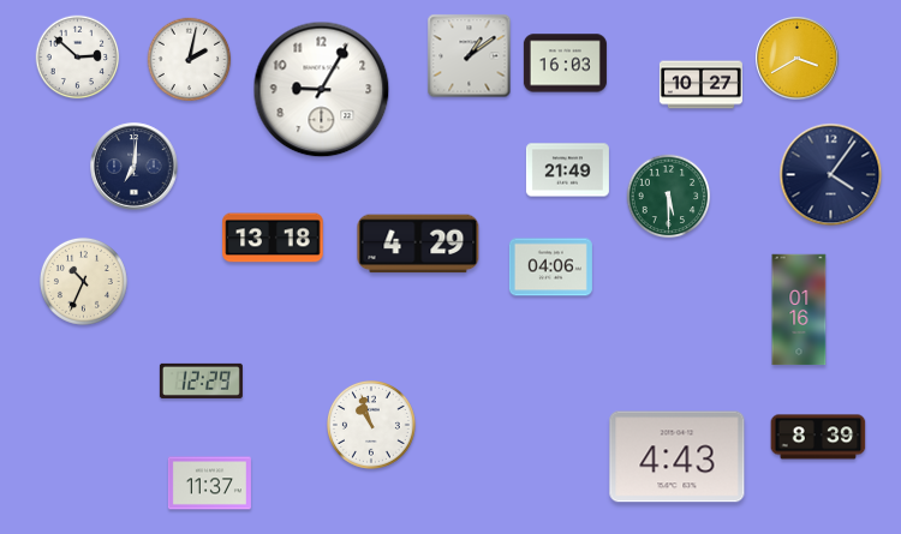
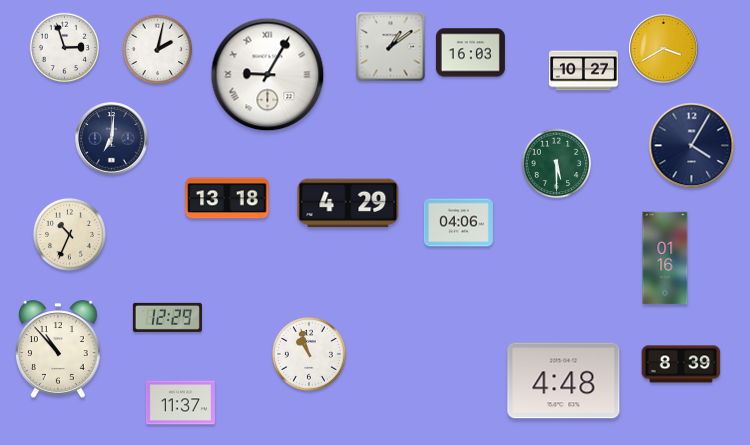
clock at (78, 58): 2:52 -> 2:57
clock at (322, 90) numerals: Arabic -> Roman
clock at (567, 170): 21:49 -> none
clock at (831, 175): 4:06 -> 4:05
clock at (59, 349): none -> 10:53
clock at (678, 457): 4:43 -> 4:48
clock at (209, 484) position: (209, 484) -> (180, 403)
